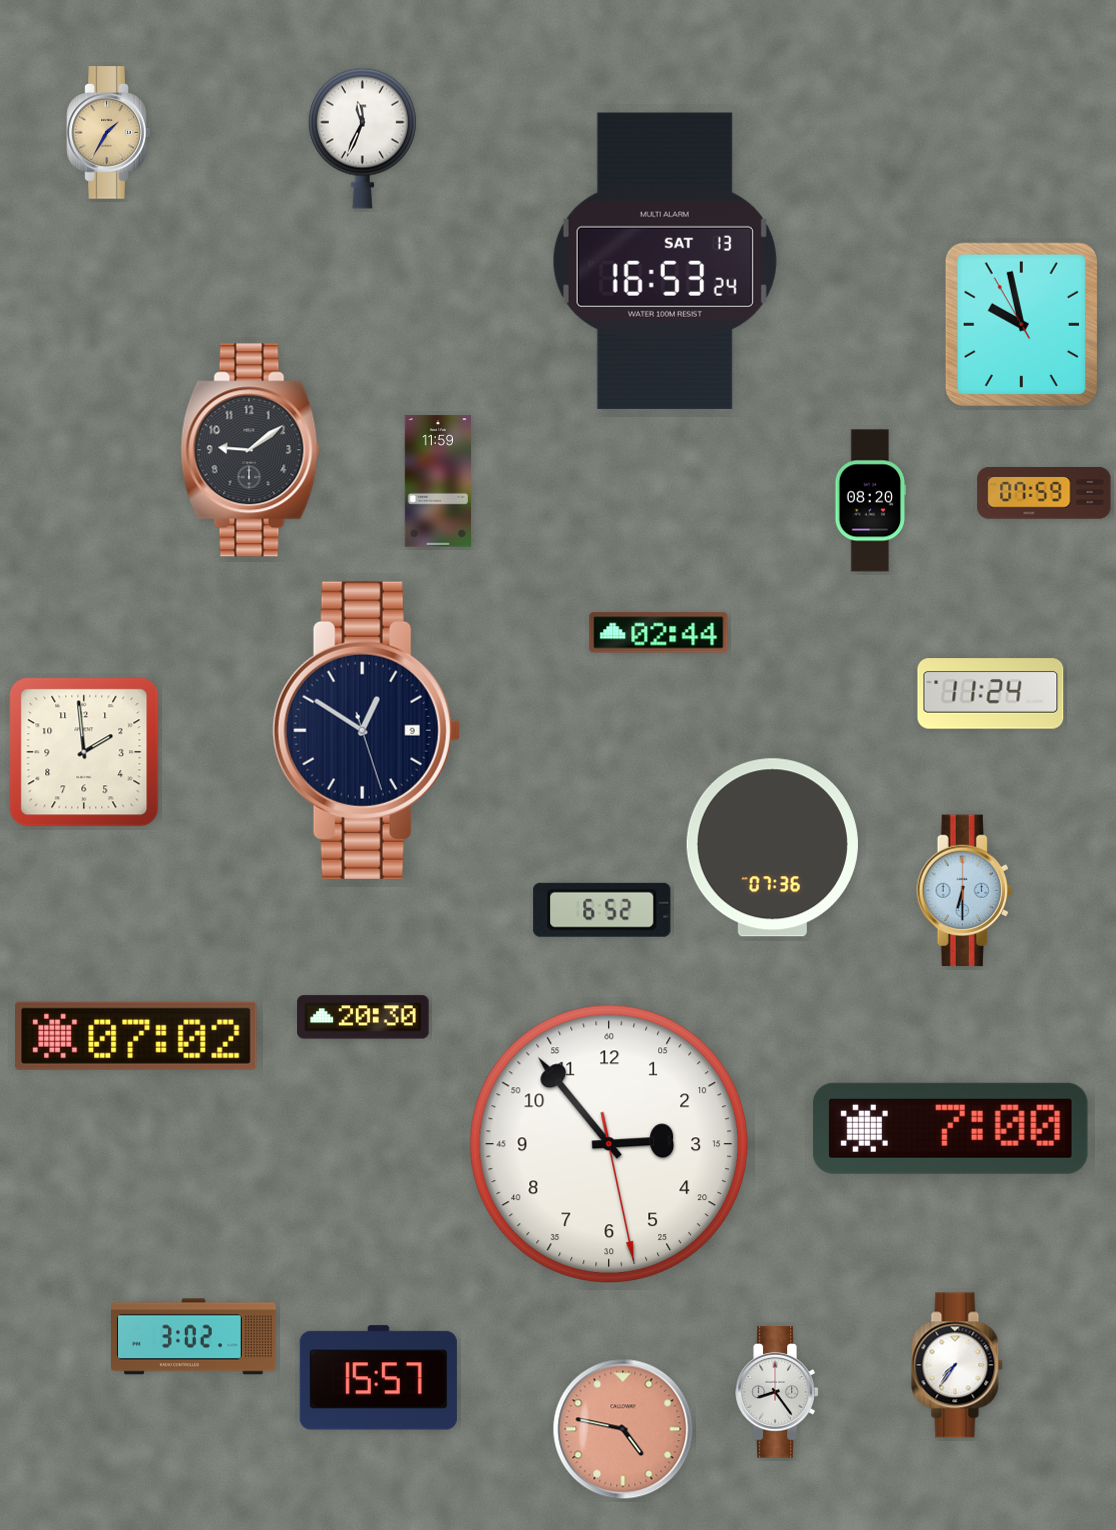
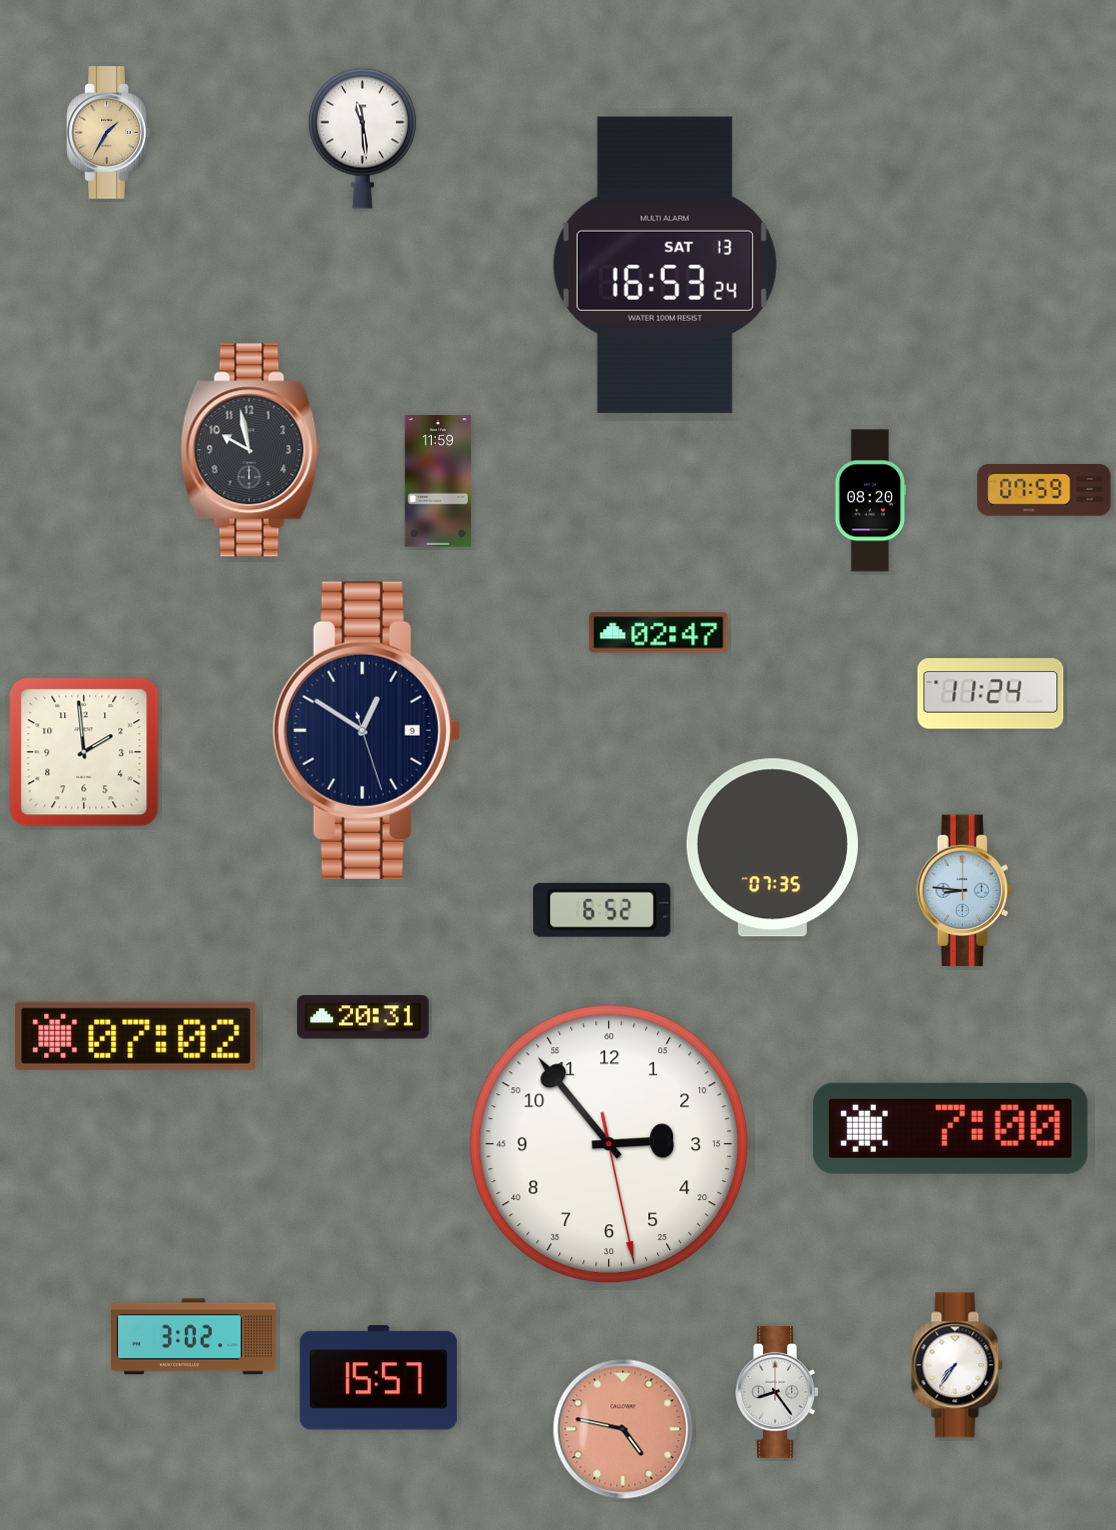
clock at (362, 138): 11:34 -> 11:29
clock at (665, 261) position: (665, 261) -> (665, 265)
clock at (1021, 324): 9:57 -> none
clock at (250, 450): 9:09 -> 9:58
clock at (1044, 493) position: (1044, 493) -> (1044, 490)
clock at (659, 633): 02:44 -> 02:47
clock at (772, 848): 07:36 -> 07:35
clock at (965, 891): 6:30 -> 8:46
clock at (363, 1017): 20:30 -> 20:31
